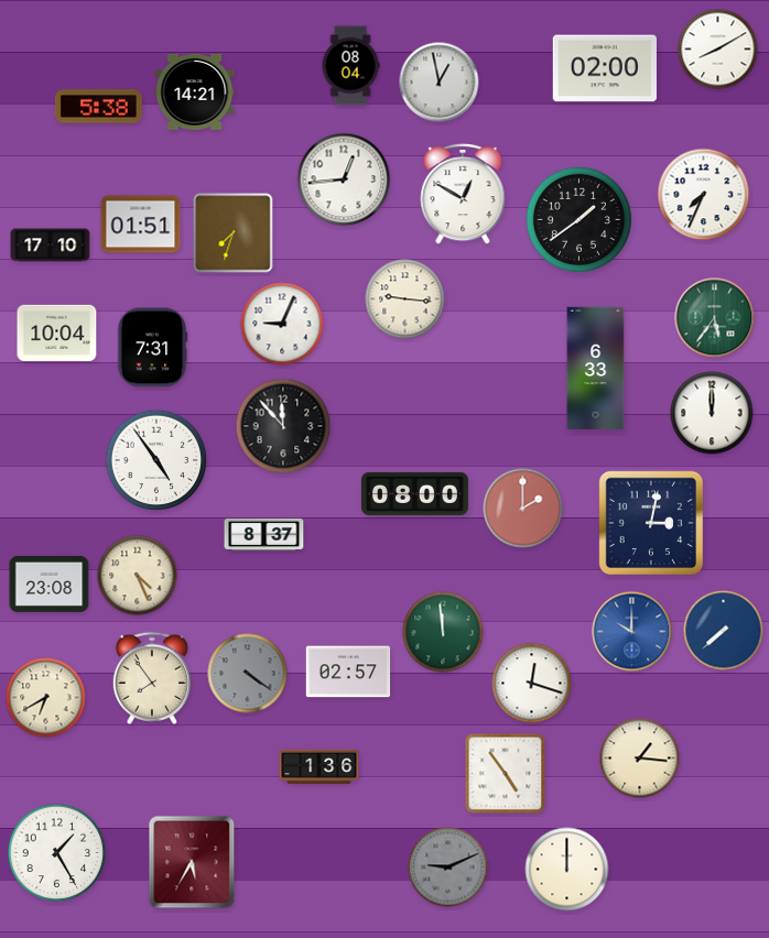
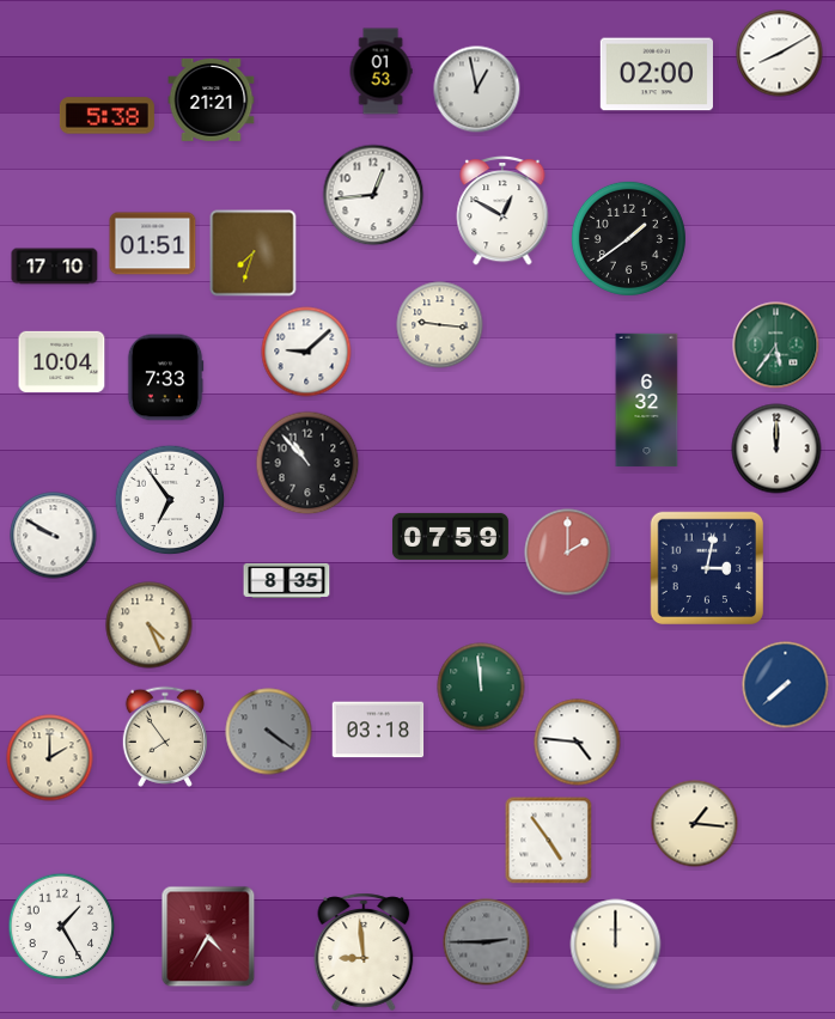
clock at (350, 66): 08:04 -> 01:53
clock at (195, 91): 14:21 -> 21:21
clock at (704, 195): 7:34 -> none
clock at (282, 324): 9:04 -> 9:08
clock at (152, 348): 7:31 -> 7:33
clock at (596, 369): 6:33 -> 6:32
clock at (712, 413) position: (712, 413) -> (776, 449)
clock at (283, 426): 11:53 -> 10:53
clock at (156, 460): 4:54 -> 6:54
clock at (54, 536): none -> 9:50
clock at (414, 493): 08:00 -> 07:59
clock at (264, 534): 8:37 -> 8:35
clock at (50, 583): 23:08 -> none
clock at (632, 632): 10:00 -> none
clock at (348, 672): 02:57 -> 03:18
clock at (532, 684): 12:18 -> 4:46
clock at (46, 698): 6:40 -> 2:00
clock at (319, 766): 1:36 -> none
clock at (192, 862): 5:35 -> 4:35
clock at (448, 868): 9:11 -> 2:45
clock at (364, 952): none -> 8:59
